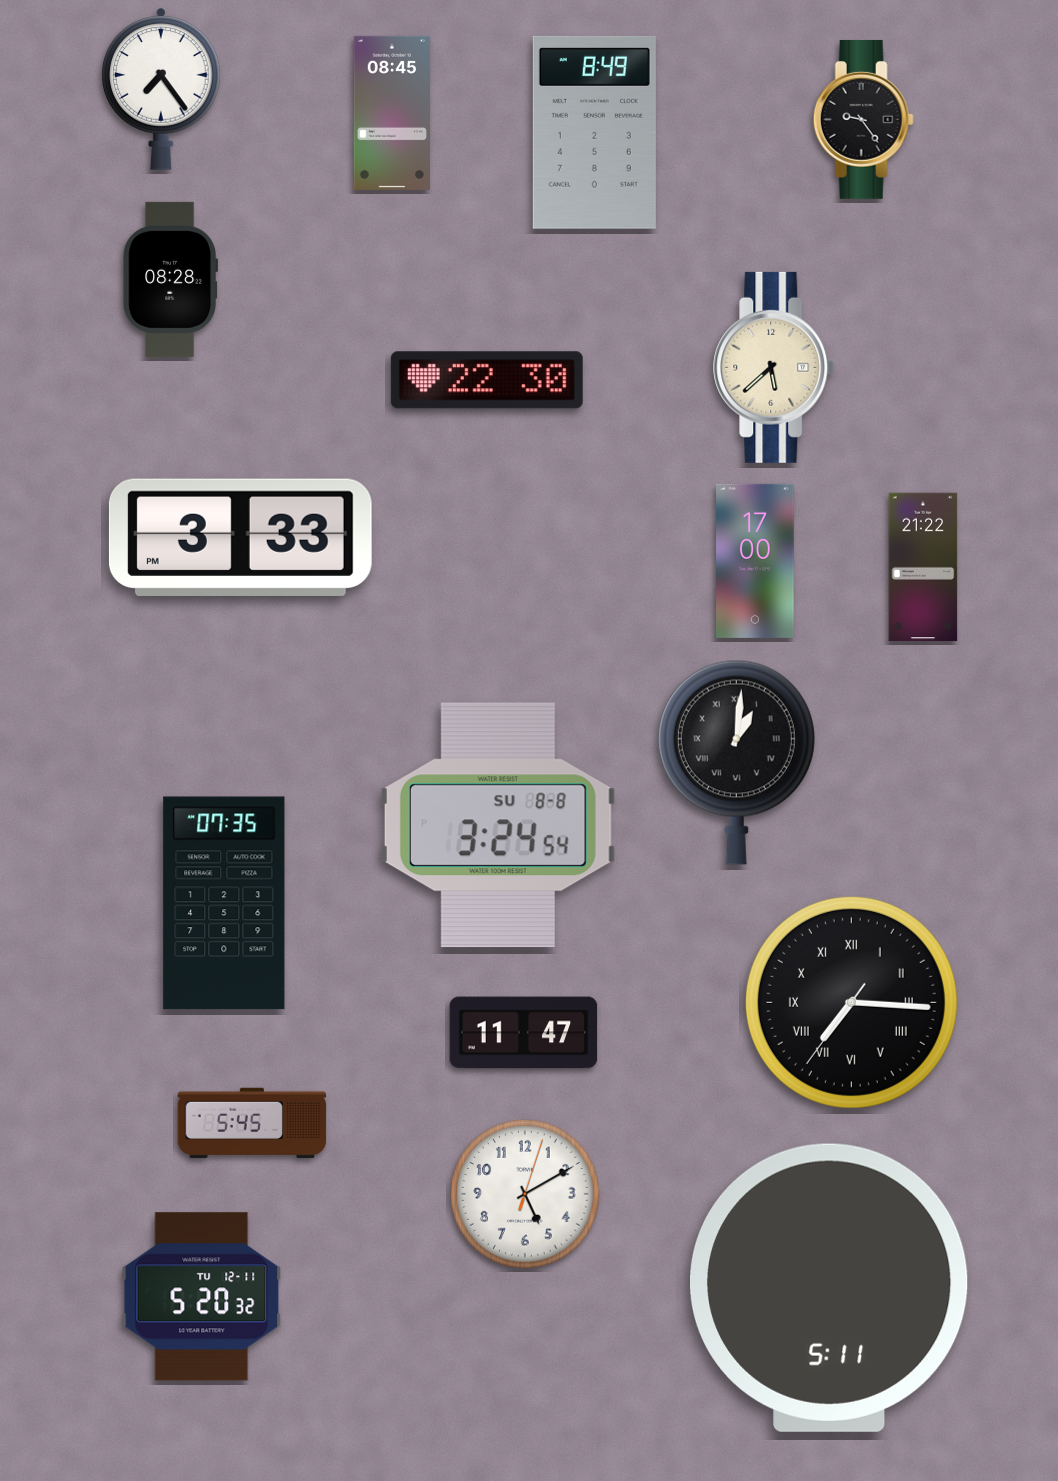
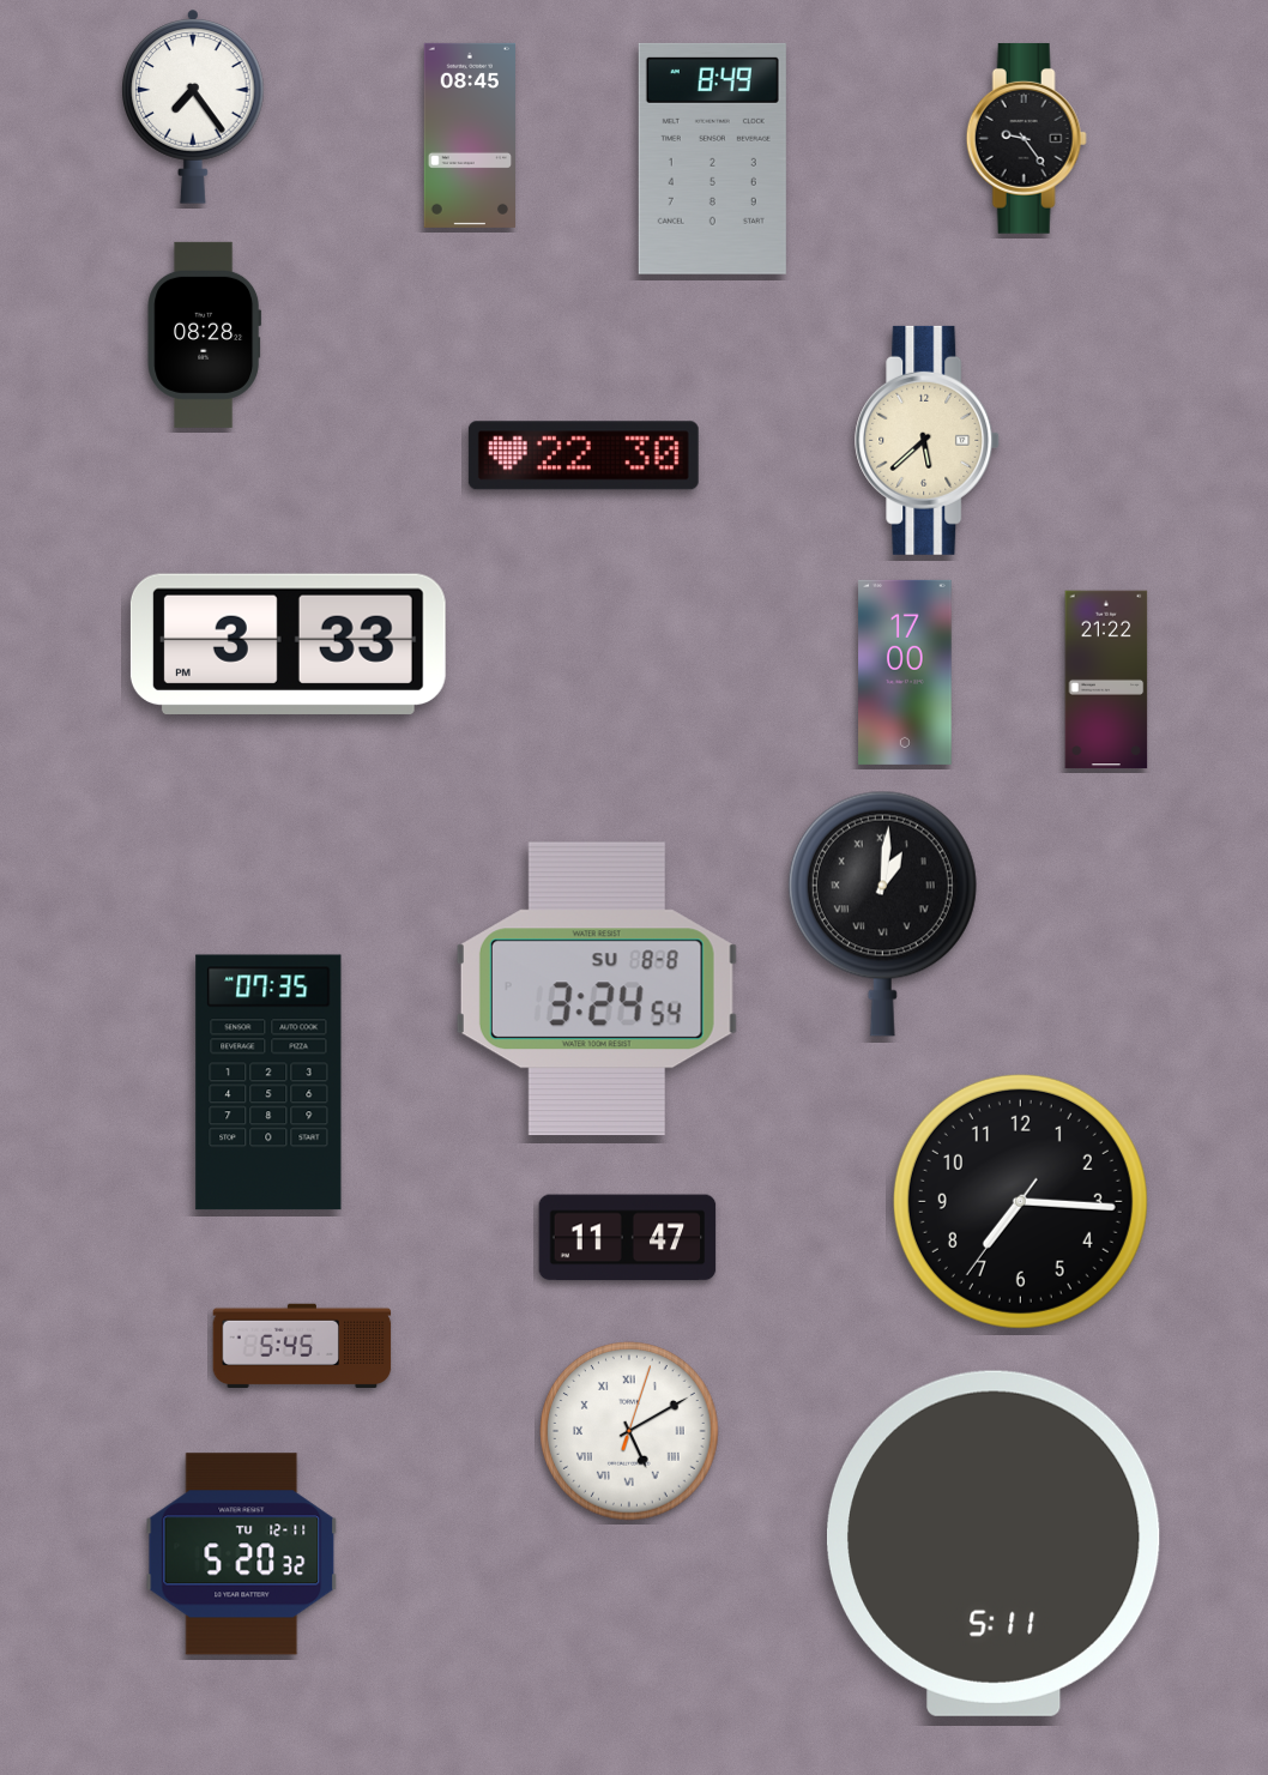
clock at (863, 119) position: (863, 119) -> (1026, 138)
clock at (851, 1002) numerals: Roman -> Arabic
clock at (525, 1194) numerals: Arabic -> Roman
